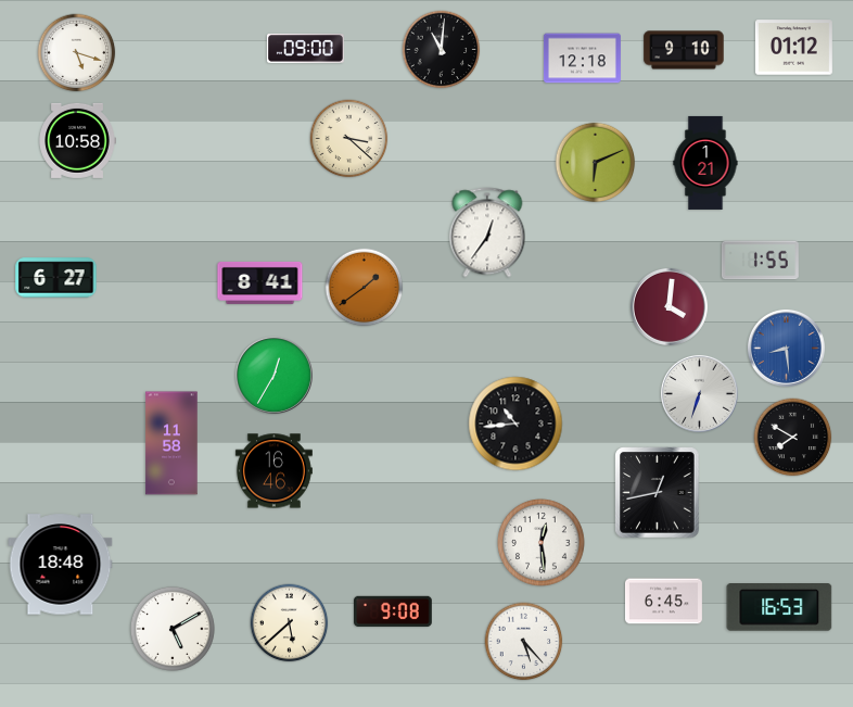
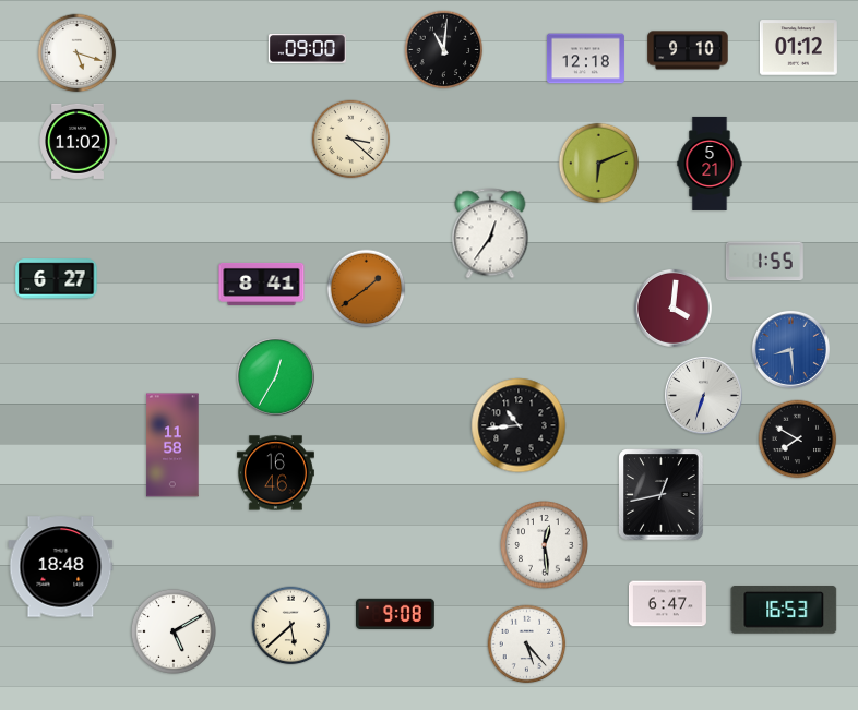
clock at (77, 140): 10:58 -> 11:02
clock at (705, 163): 1:21 -> 5:21
clock at (663, 602): 6:45 -> 6:47
